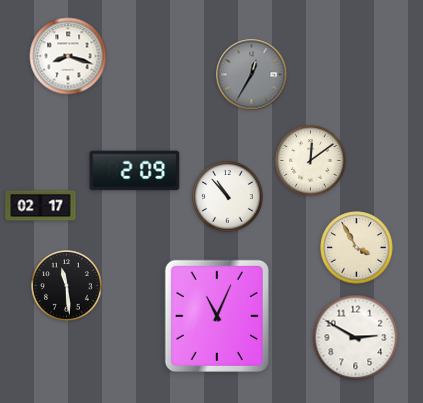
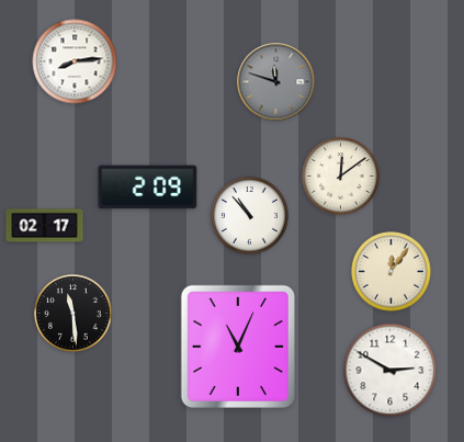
clock at (68, 56): 8:18 -> 8:14
clock at (252, 75): 12:35 -> 11:48
clock at (357, 248): 3:55 -> 12:06
